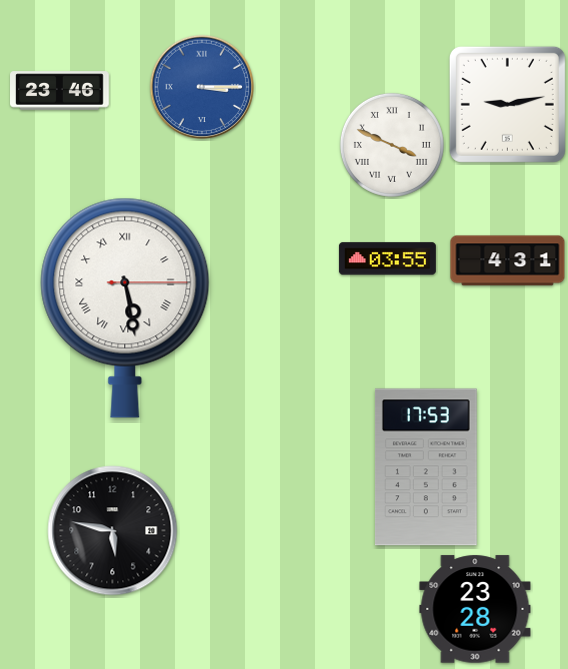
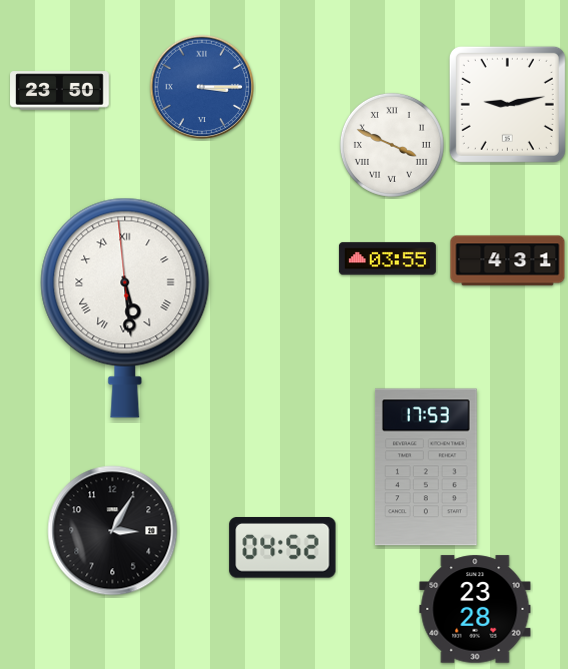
clock at (60, 91): 23:46 -> 23:50
clock at (125, 308): 5:28:15 -> 5:28:59
clock at (113, 531): 5:47 -> 3:05
clock at (283, 548): none -> 04:52
